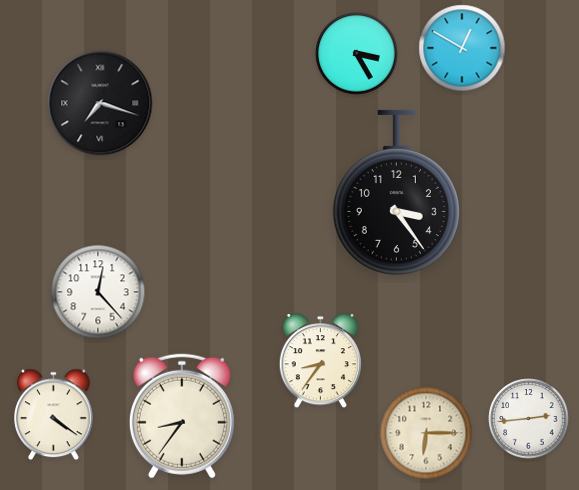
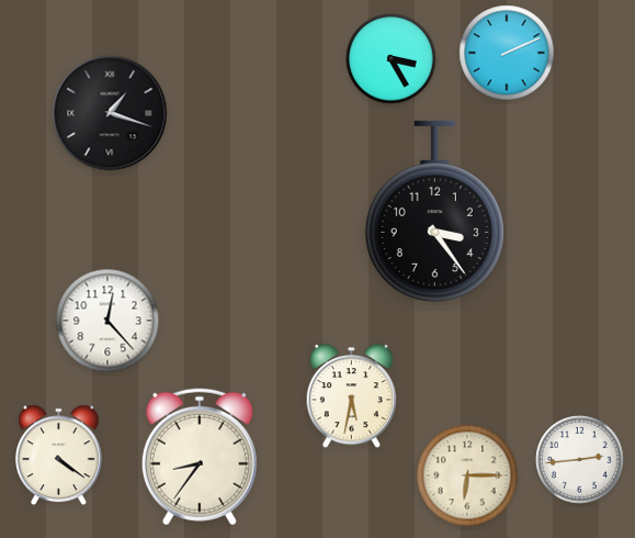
clock at (462, 48): 12:50 -> 2:11
clock at (100, 103): 7:18 -> 1:18
clock at (320, 361): 8:36 -> 5:32
